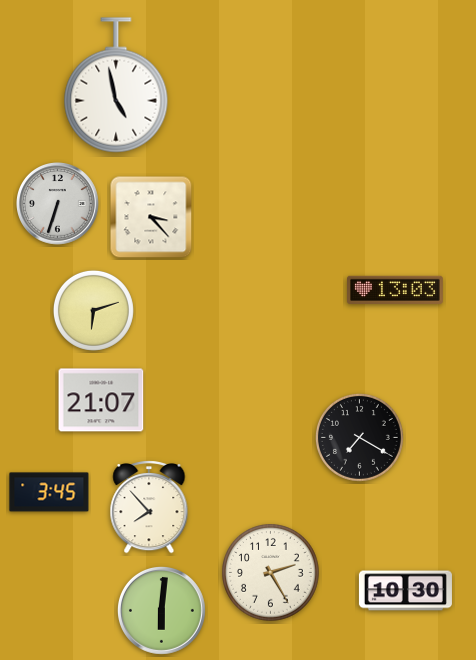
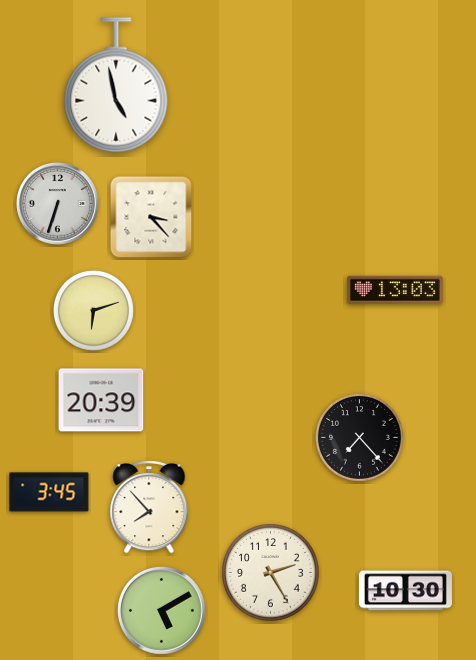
clock at (101, 400): 21:07 -> 20:39
clock at (359, 437): 7:20 -> 7:23
clock at (161, 610): 6:01 -> 5:10
